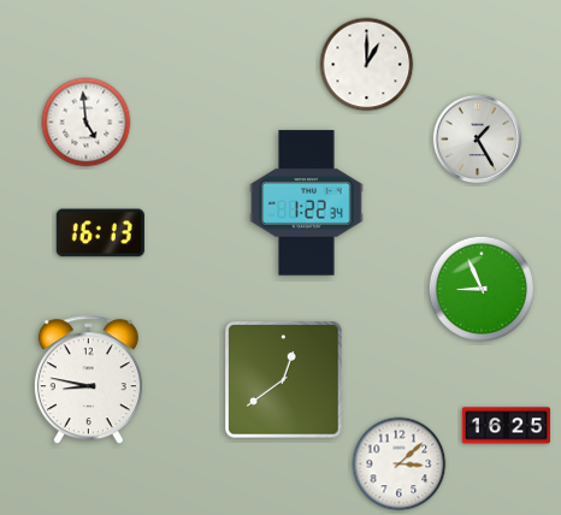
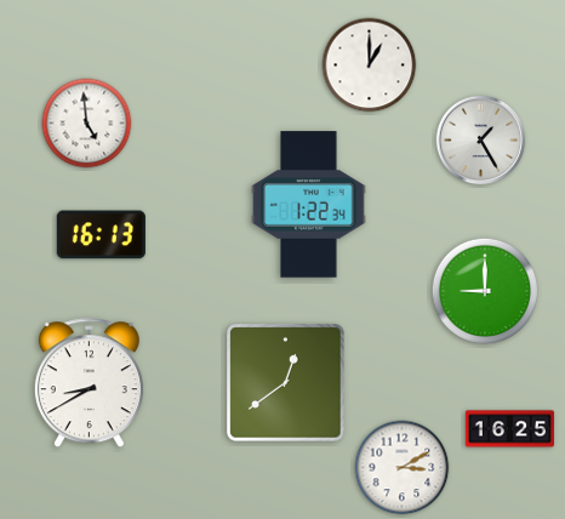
clock at (480, 288): 8:56 -> 9:00
clock at (88, 380): 8:47 -> 8:40
clock at (400, 464): 3:08 -> 3:10
